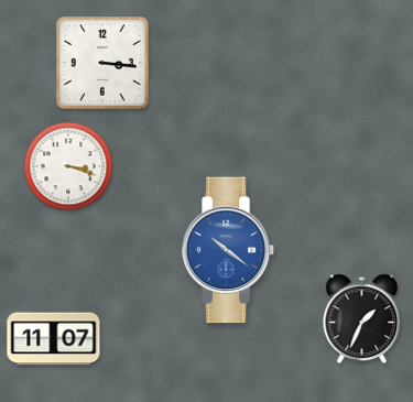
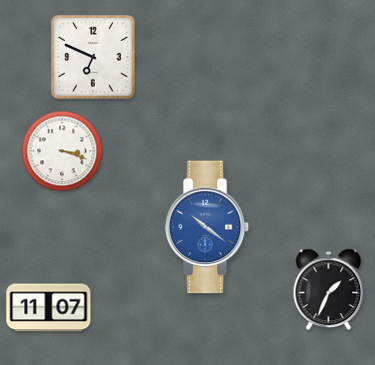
clock at (104, 64): 3:16 -> 6:49
